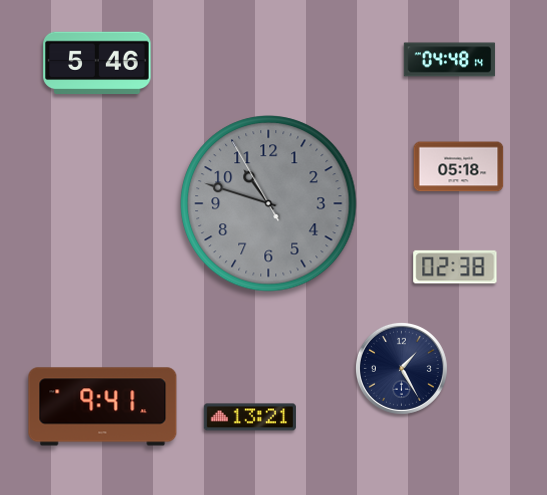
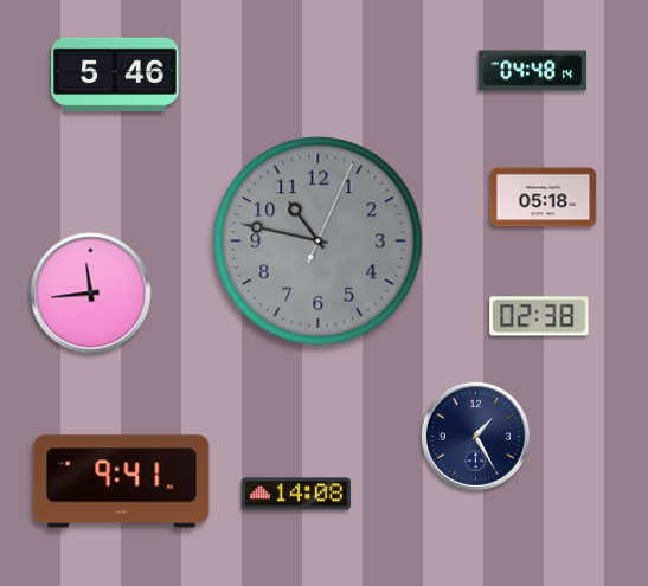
clock at (269, 204): 10:47:55 -> 10:47:04
clock at (91, 294): none -> 11:44
clock at (250, 417): 13:21 -> 14:08
